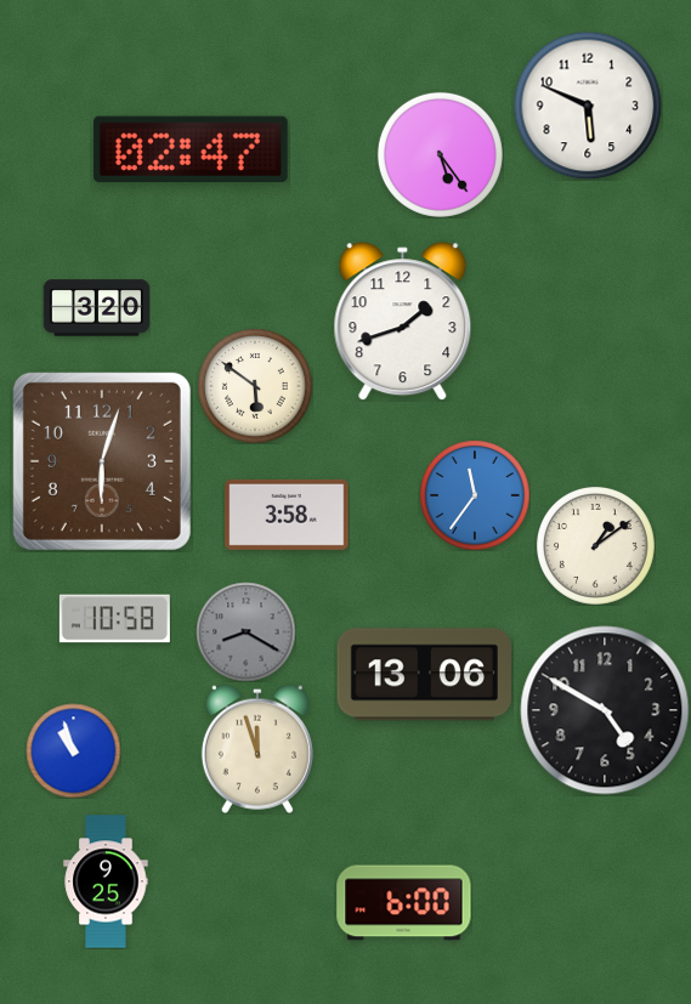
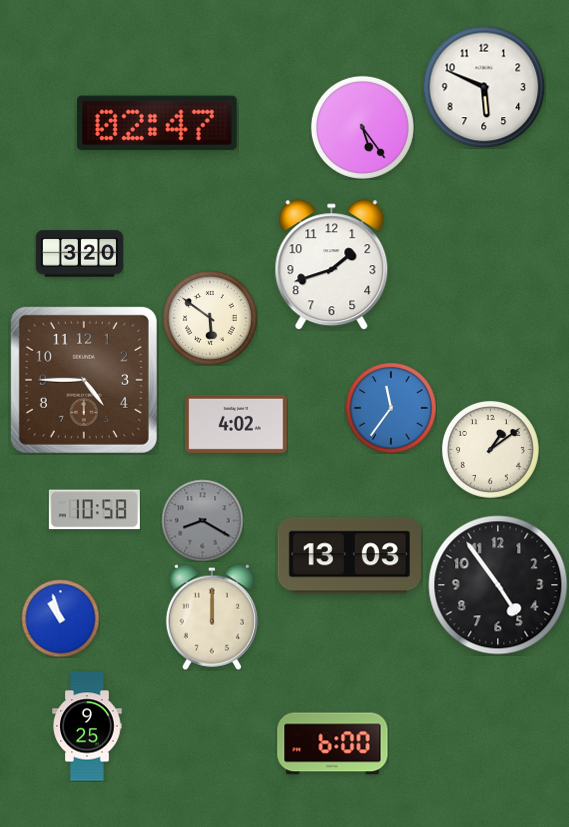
clock at (102, 461): 6:03 -> 4:45
clock at (287, 515): 3:58 -> 4:02
clock at (424, 675): 13:06 -> 13:03
clock at (605, 710): 4:50 -> 4:54
clock at (257, 749): 11:57 -> 12:00
